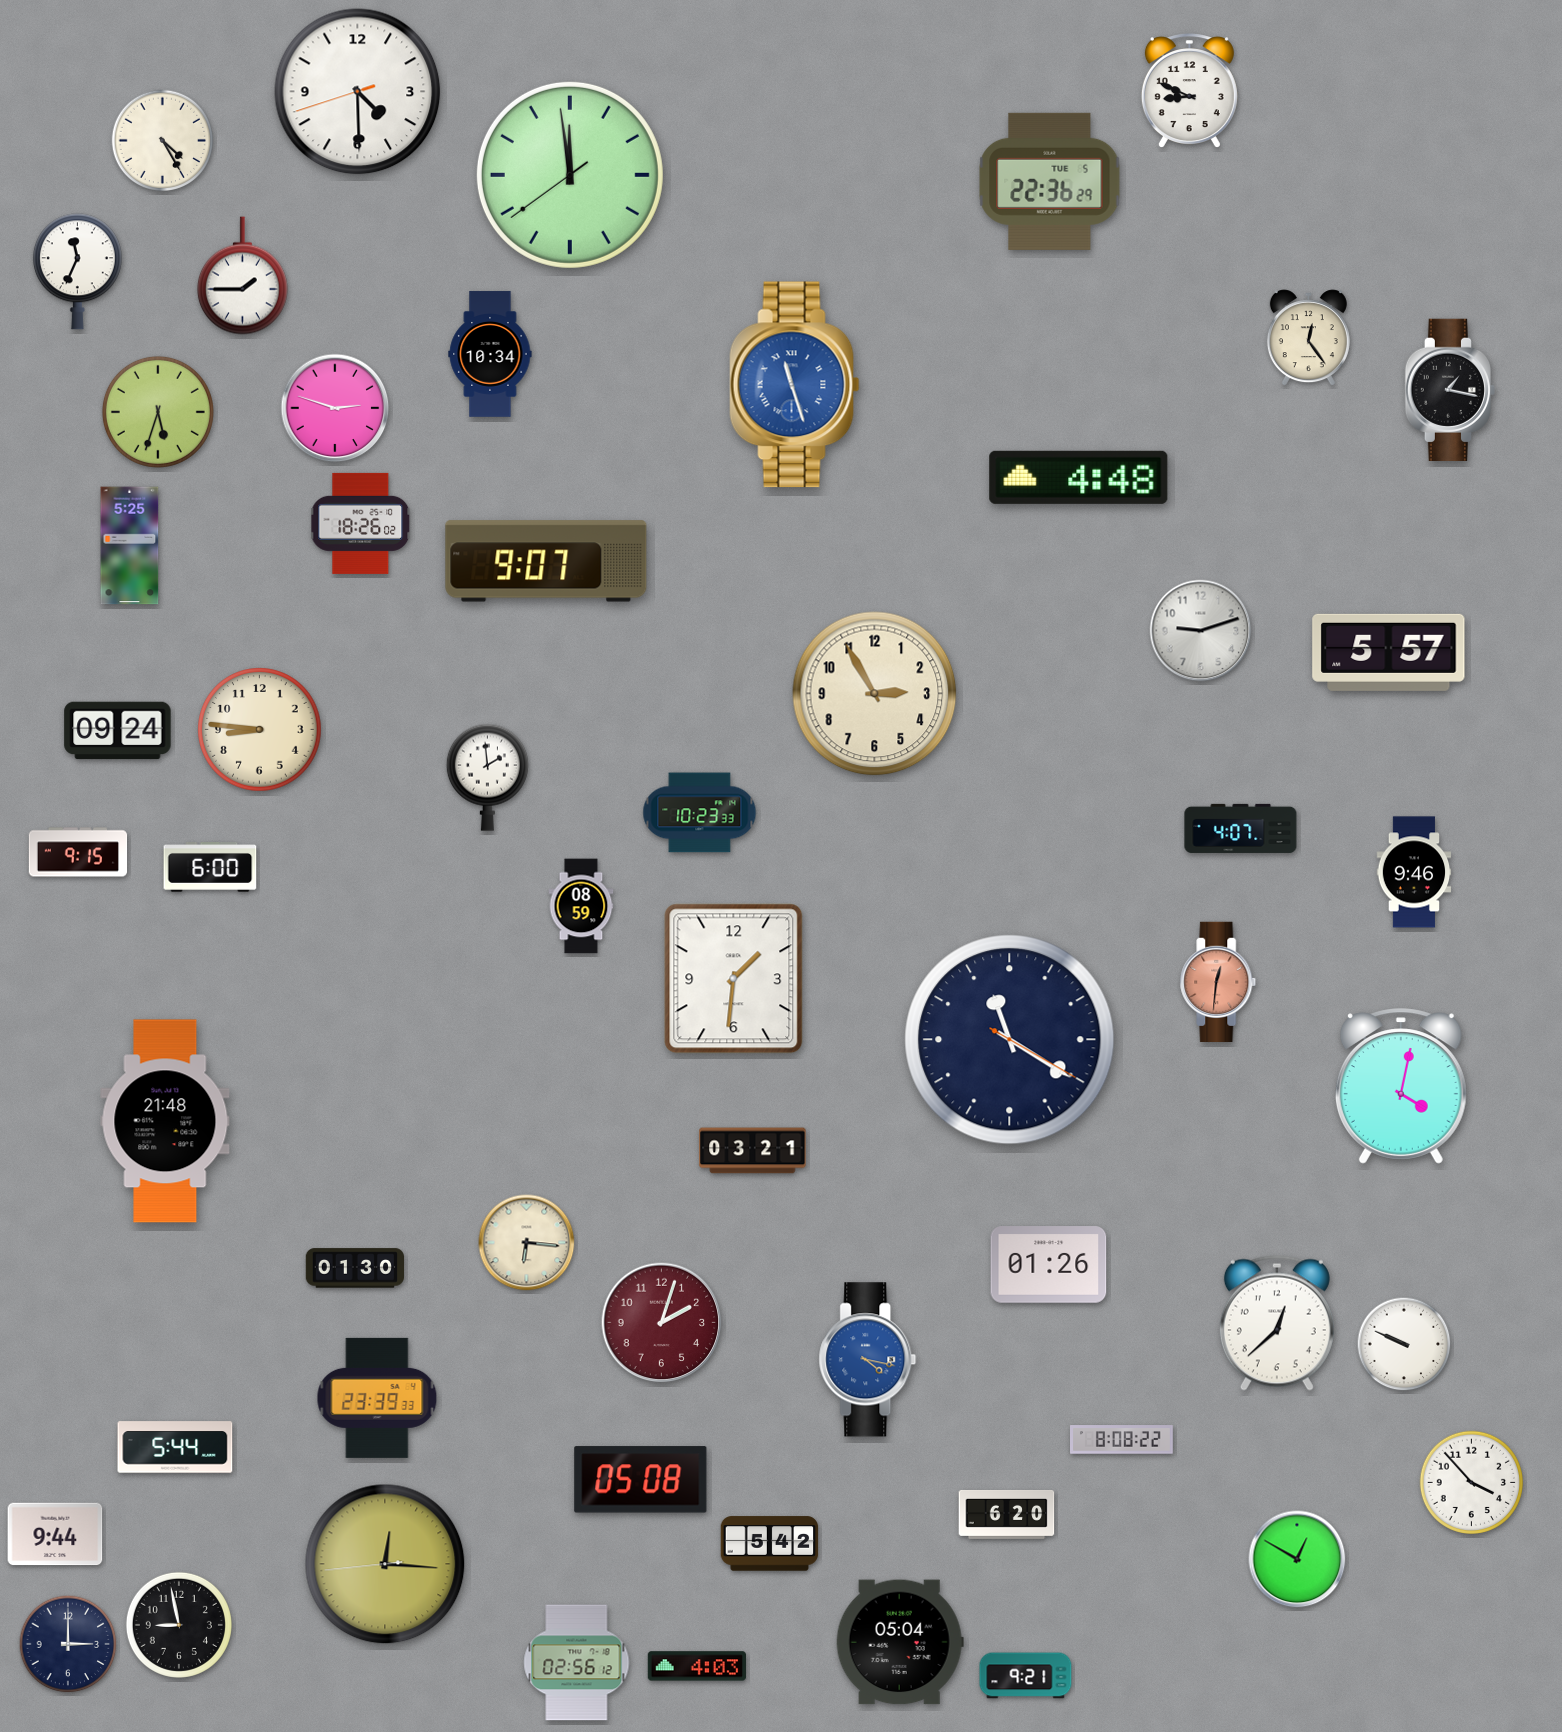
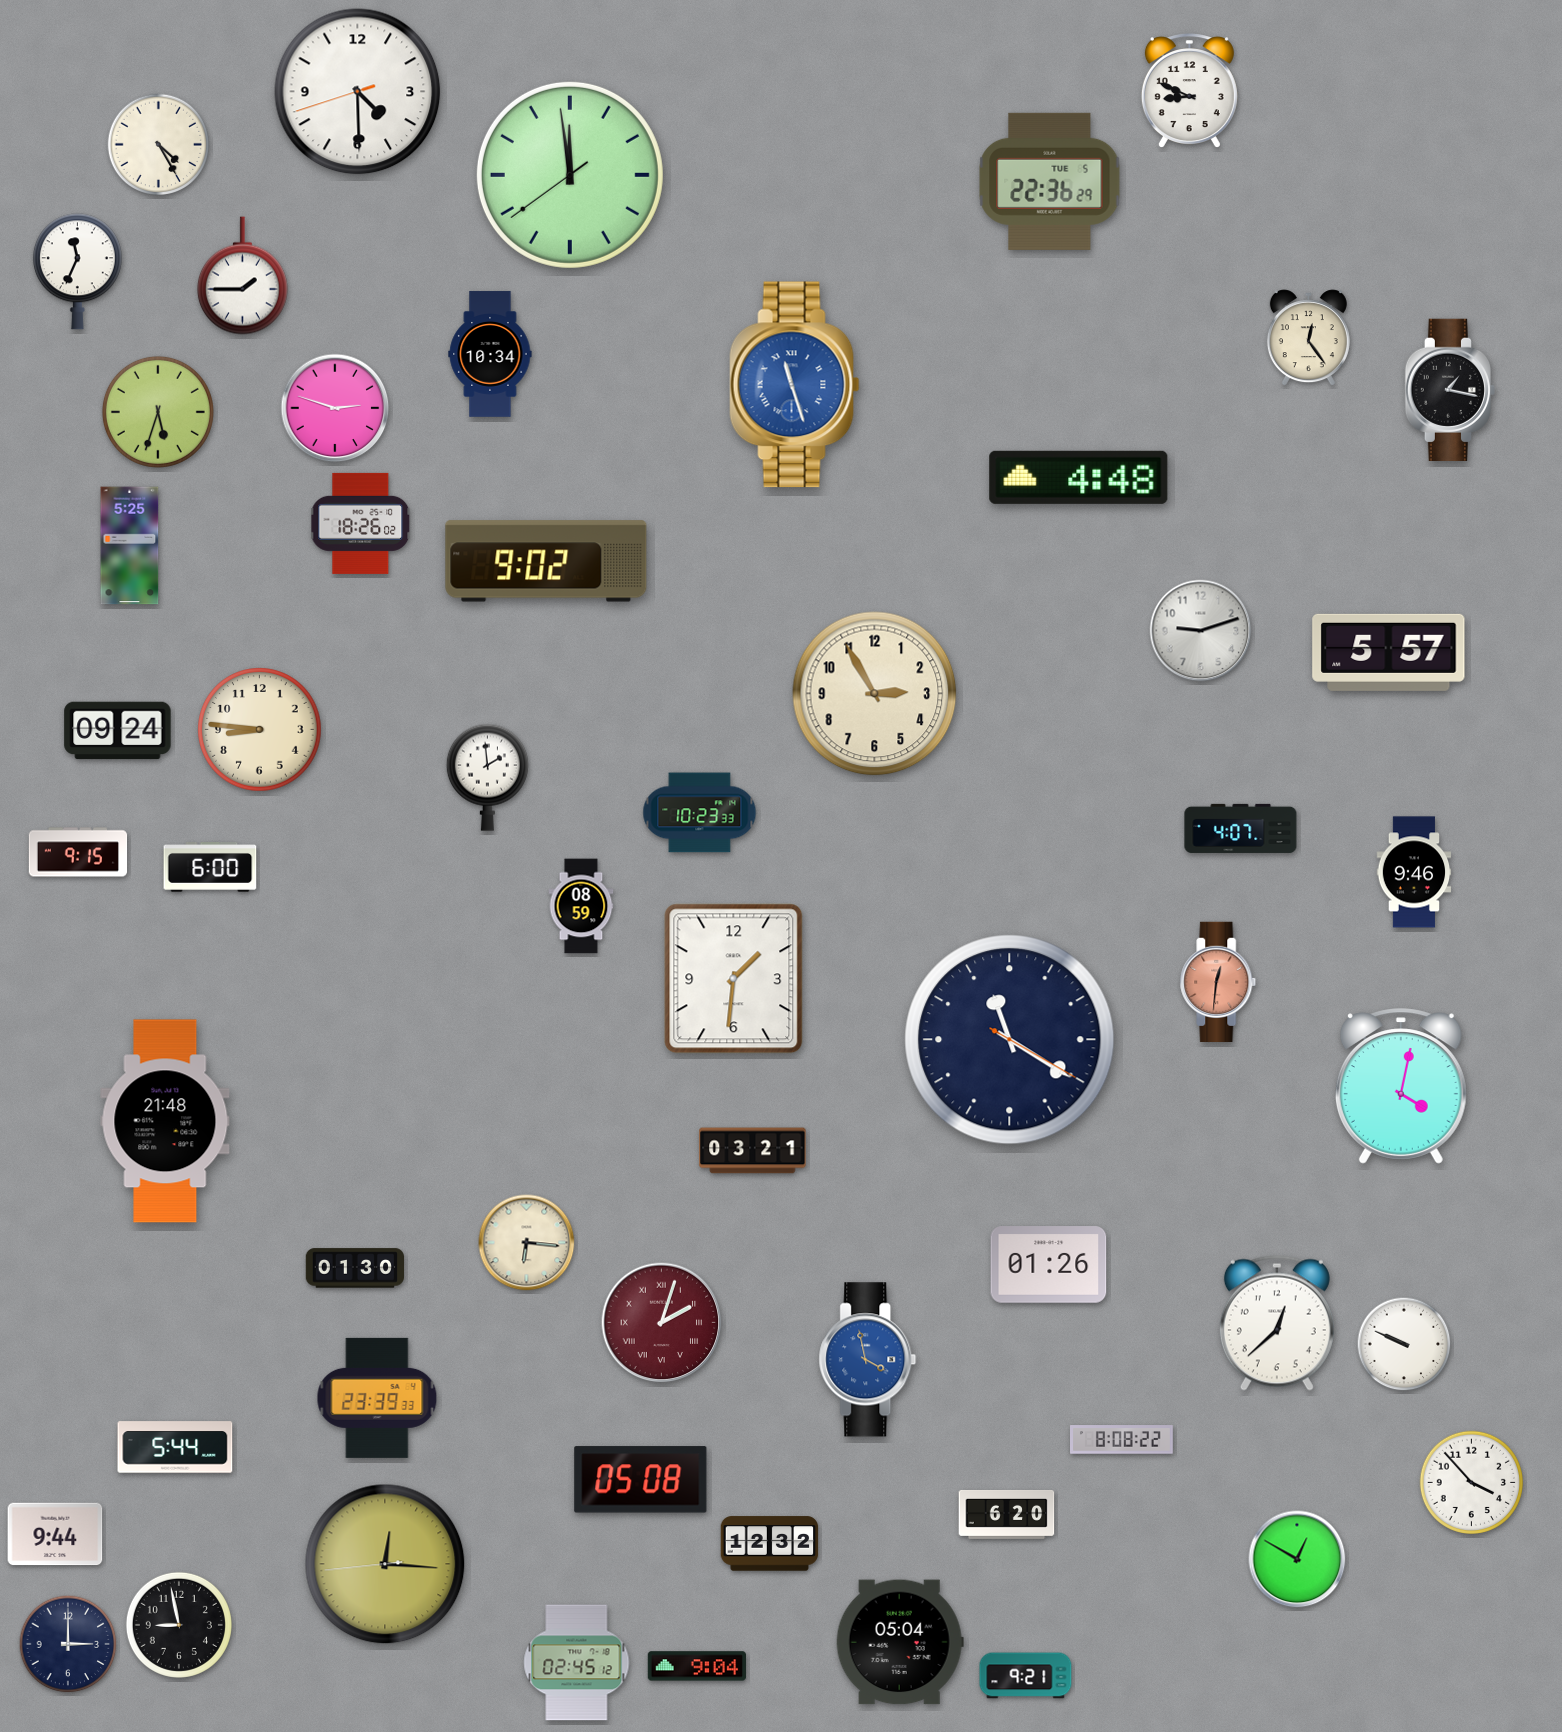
clock at (163, 141) position: (163, 141) -> (159, 145)
clock at (546, 561): 9:07 -> 9:02
clock at (662, 1323) numerals: Arabic -> Roman
clock at (868, 1360): 4:17 -> 3:58
clock at (770, 1544): 5:42 -> 12:32
clock at (577, 1663): 02:56 -> 02:45
clock at (696, 1666): 4:03 -> 9:04
